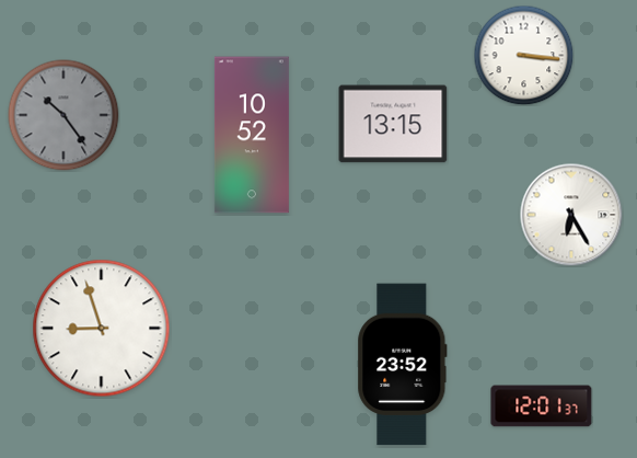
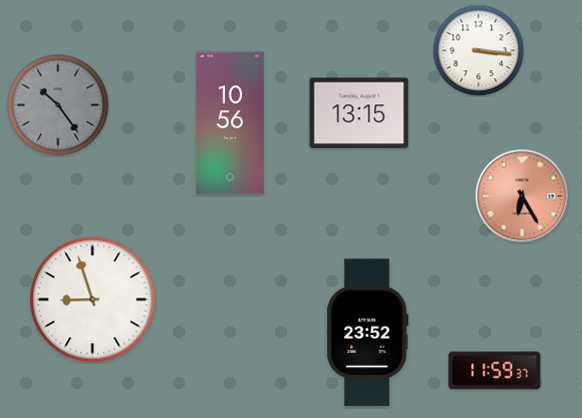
clock at (252, 135): 10:52 -> 10:56
clock at (571, 215) dial: white -> salmon
clock at (542, 407): 12:01 -> 11:59
